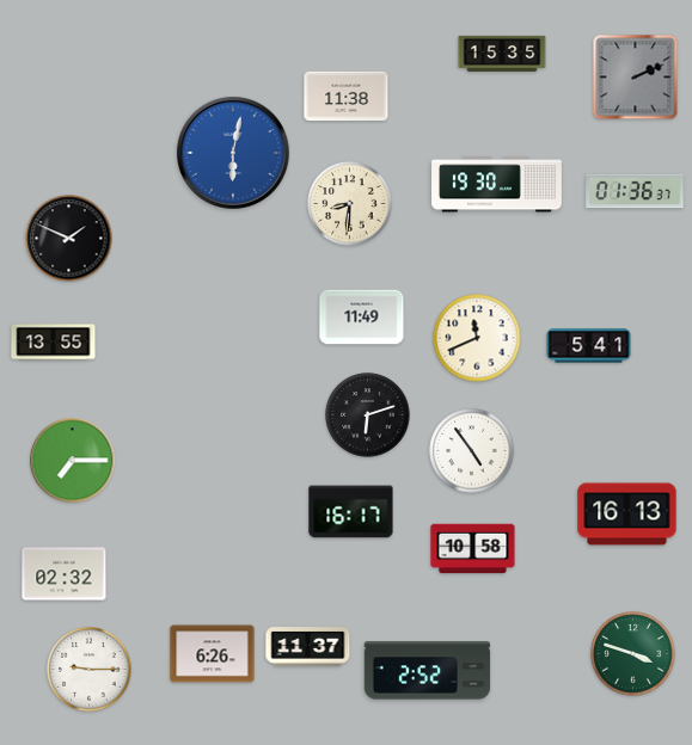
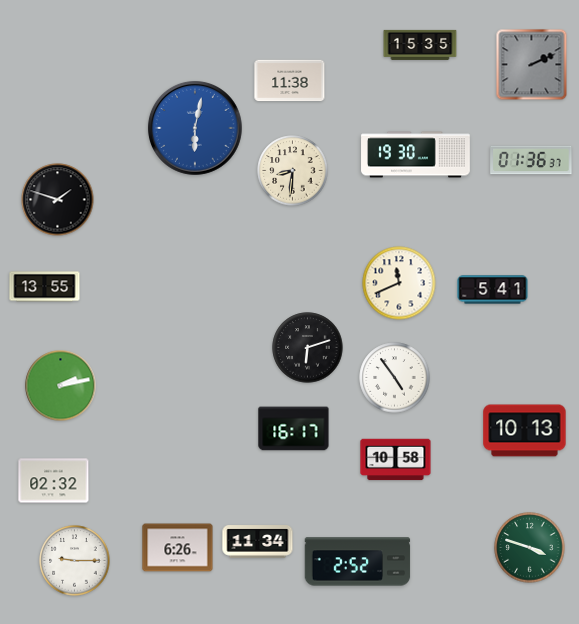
clock at (69, 239): 1:49 -> 1:48
clock at (362, 318): 11:49 -> none
clock at (73, 461): 7:15 -> 2:13
clock at (627, 515): 16:13 -> 10:13
clock at (308, 647): 11:37 -> 11:34
